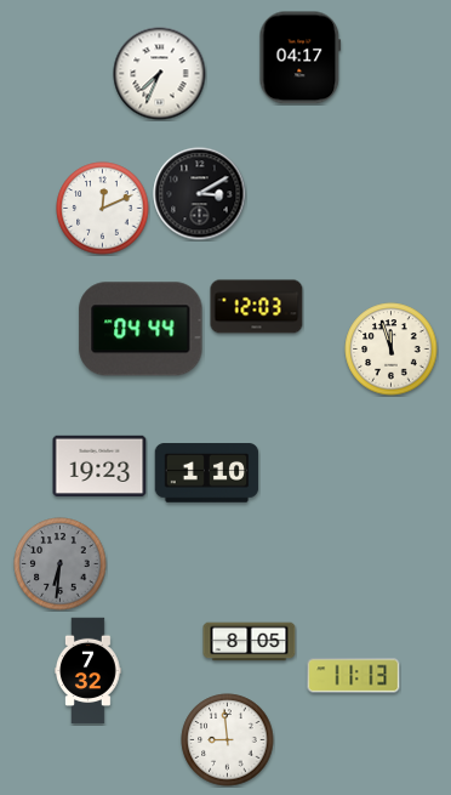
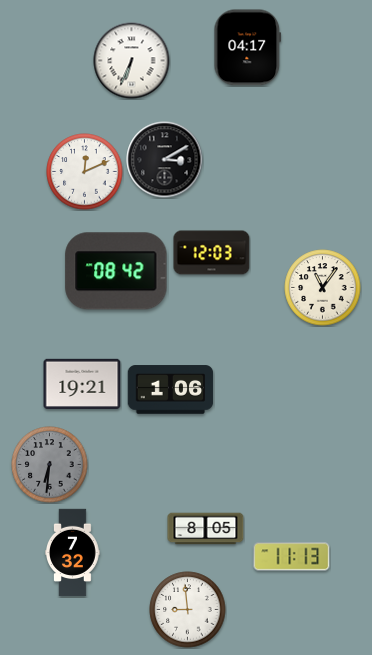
clock at (160, 74): 7:34 -> 6:34
clock at (141, 329): 04:44 -> 08:42
clock at (392, 350): 11:57 -> 11:06
clock at (99, 465): 19:23 -> 19:21
clock at (207, 473): 1:10 -> 1:06
